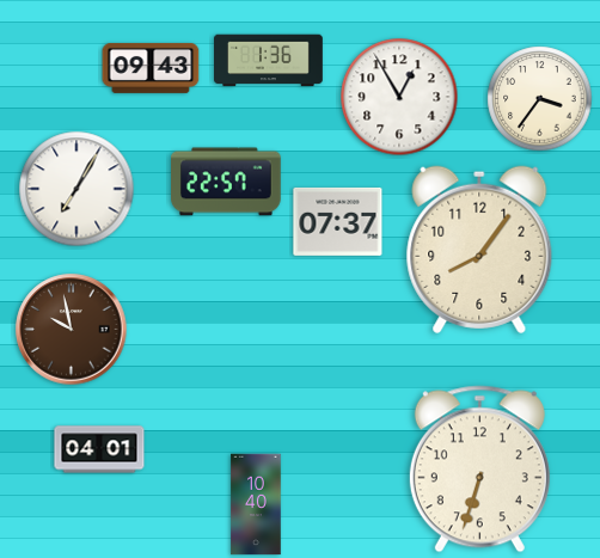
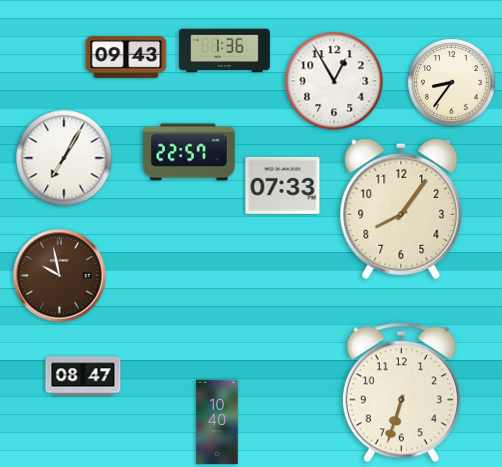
clock at (540, 99): 3:36 -> 8:36
clock at (338, 221): 07:37 -> 07:33
clock at (99, 449): 04:01 -> 08:47
clock at (256, 504) position: (256, 504) -> (217, 422)
